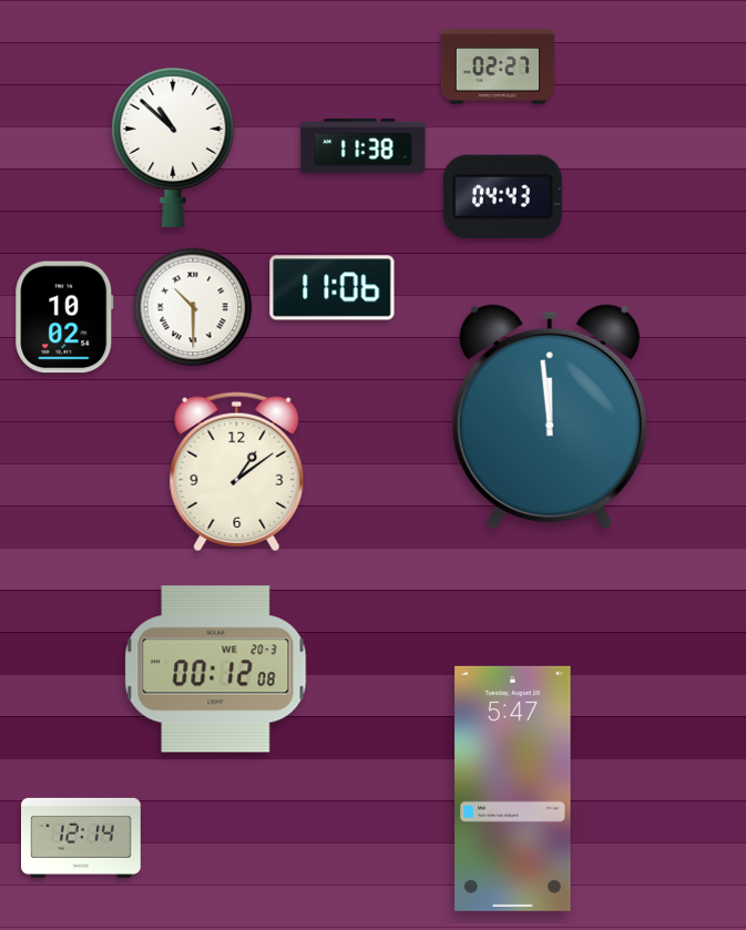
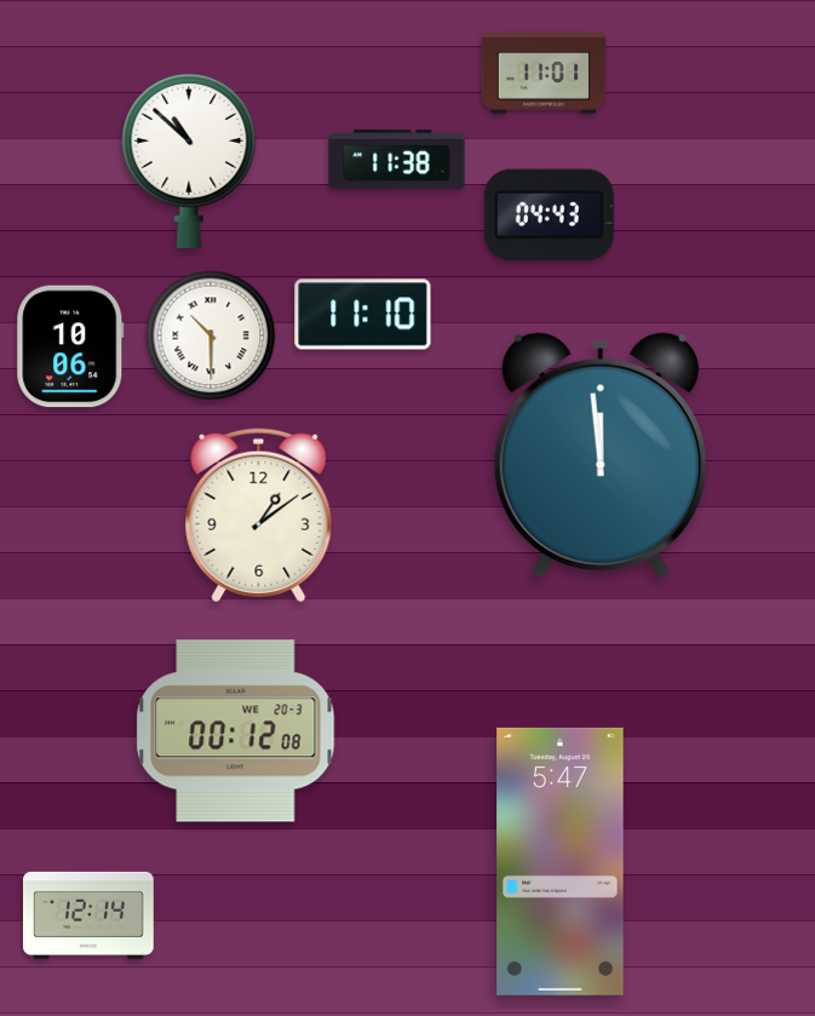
clock at (498, 67): 02:27 -> 11:01
clock at (333, 288): 11:06 -> 11:10
clock at (64, 317): 10:02 -> 10:06
